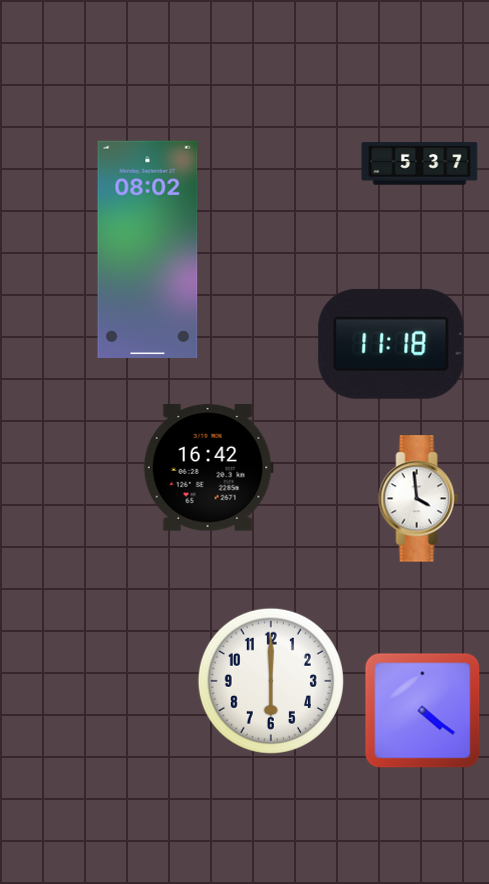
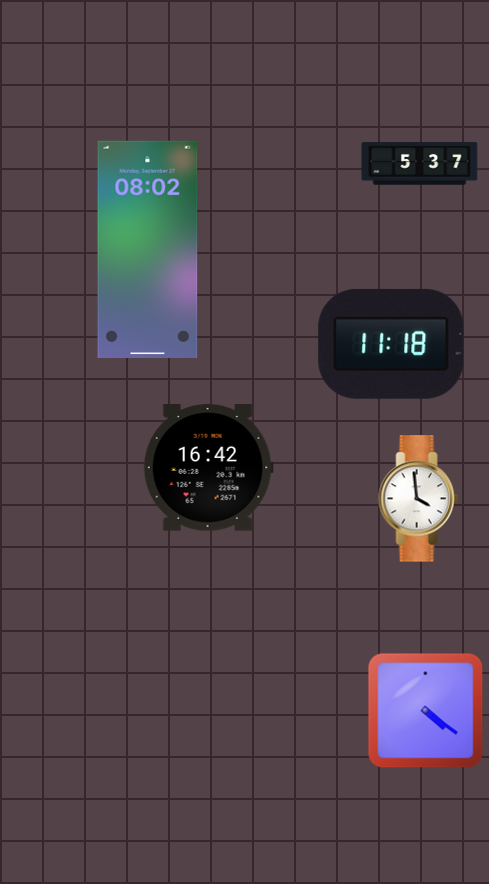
clock at (271, 681): 6:00 -> none
clock at (423, 711) position: (423, 711) -> (426, 711)
